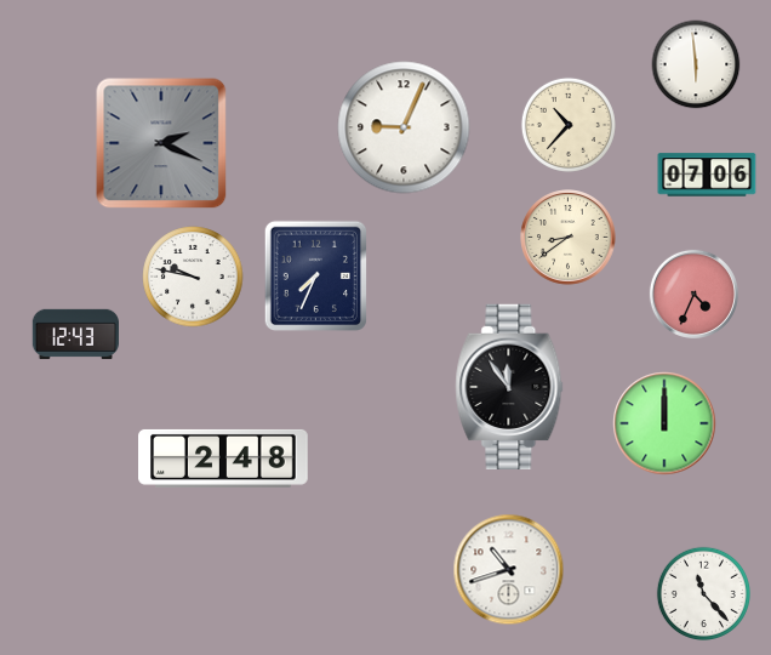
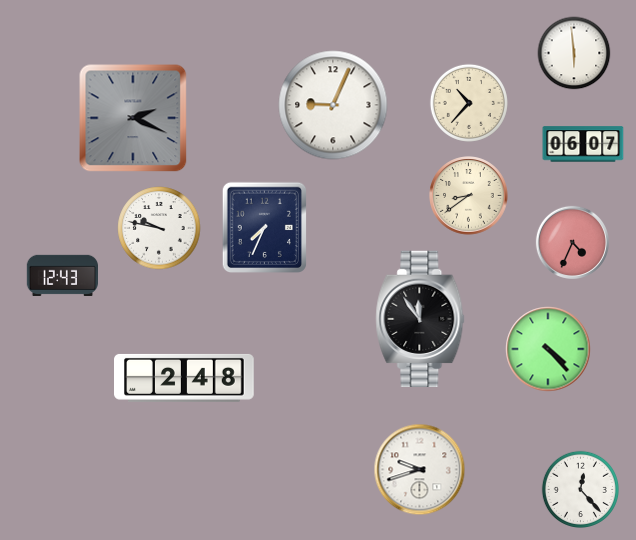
clock at (707, 175): 07:06 -> 06:07
clock at (315, 275) position: (315, 275) -> (264, 227)
clock at (664, 423): 12:00 -> 4:23
clock at (509, 570): 10:42 -> 9:42
clock at (703, 593): 11:23 -> 12:23
